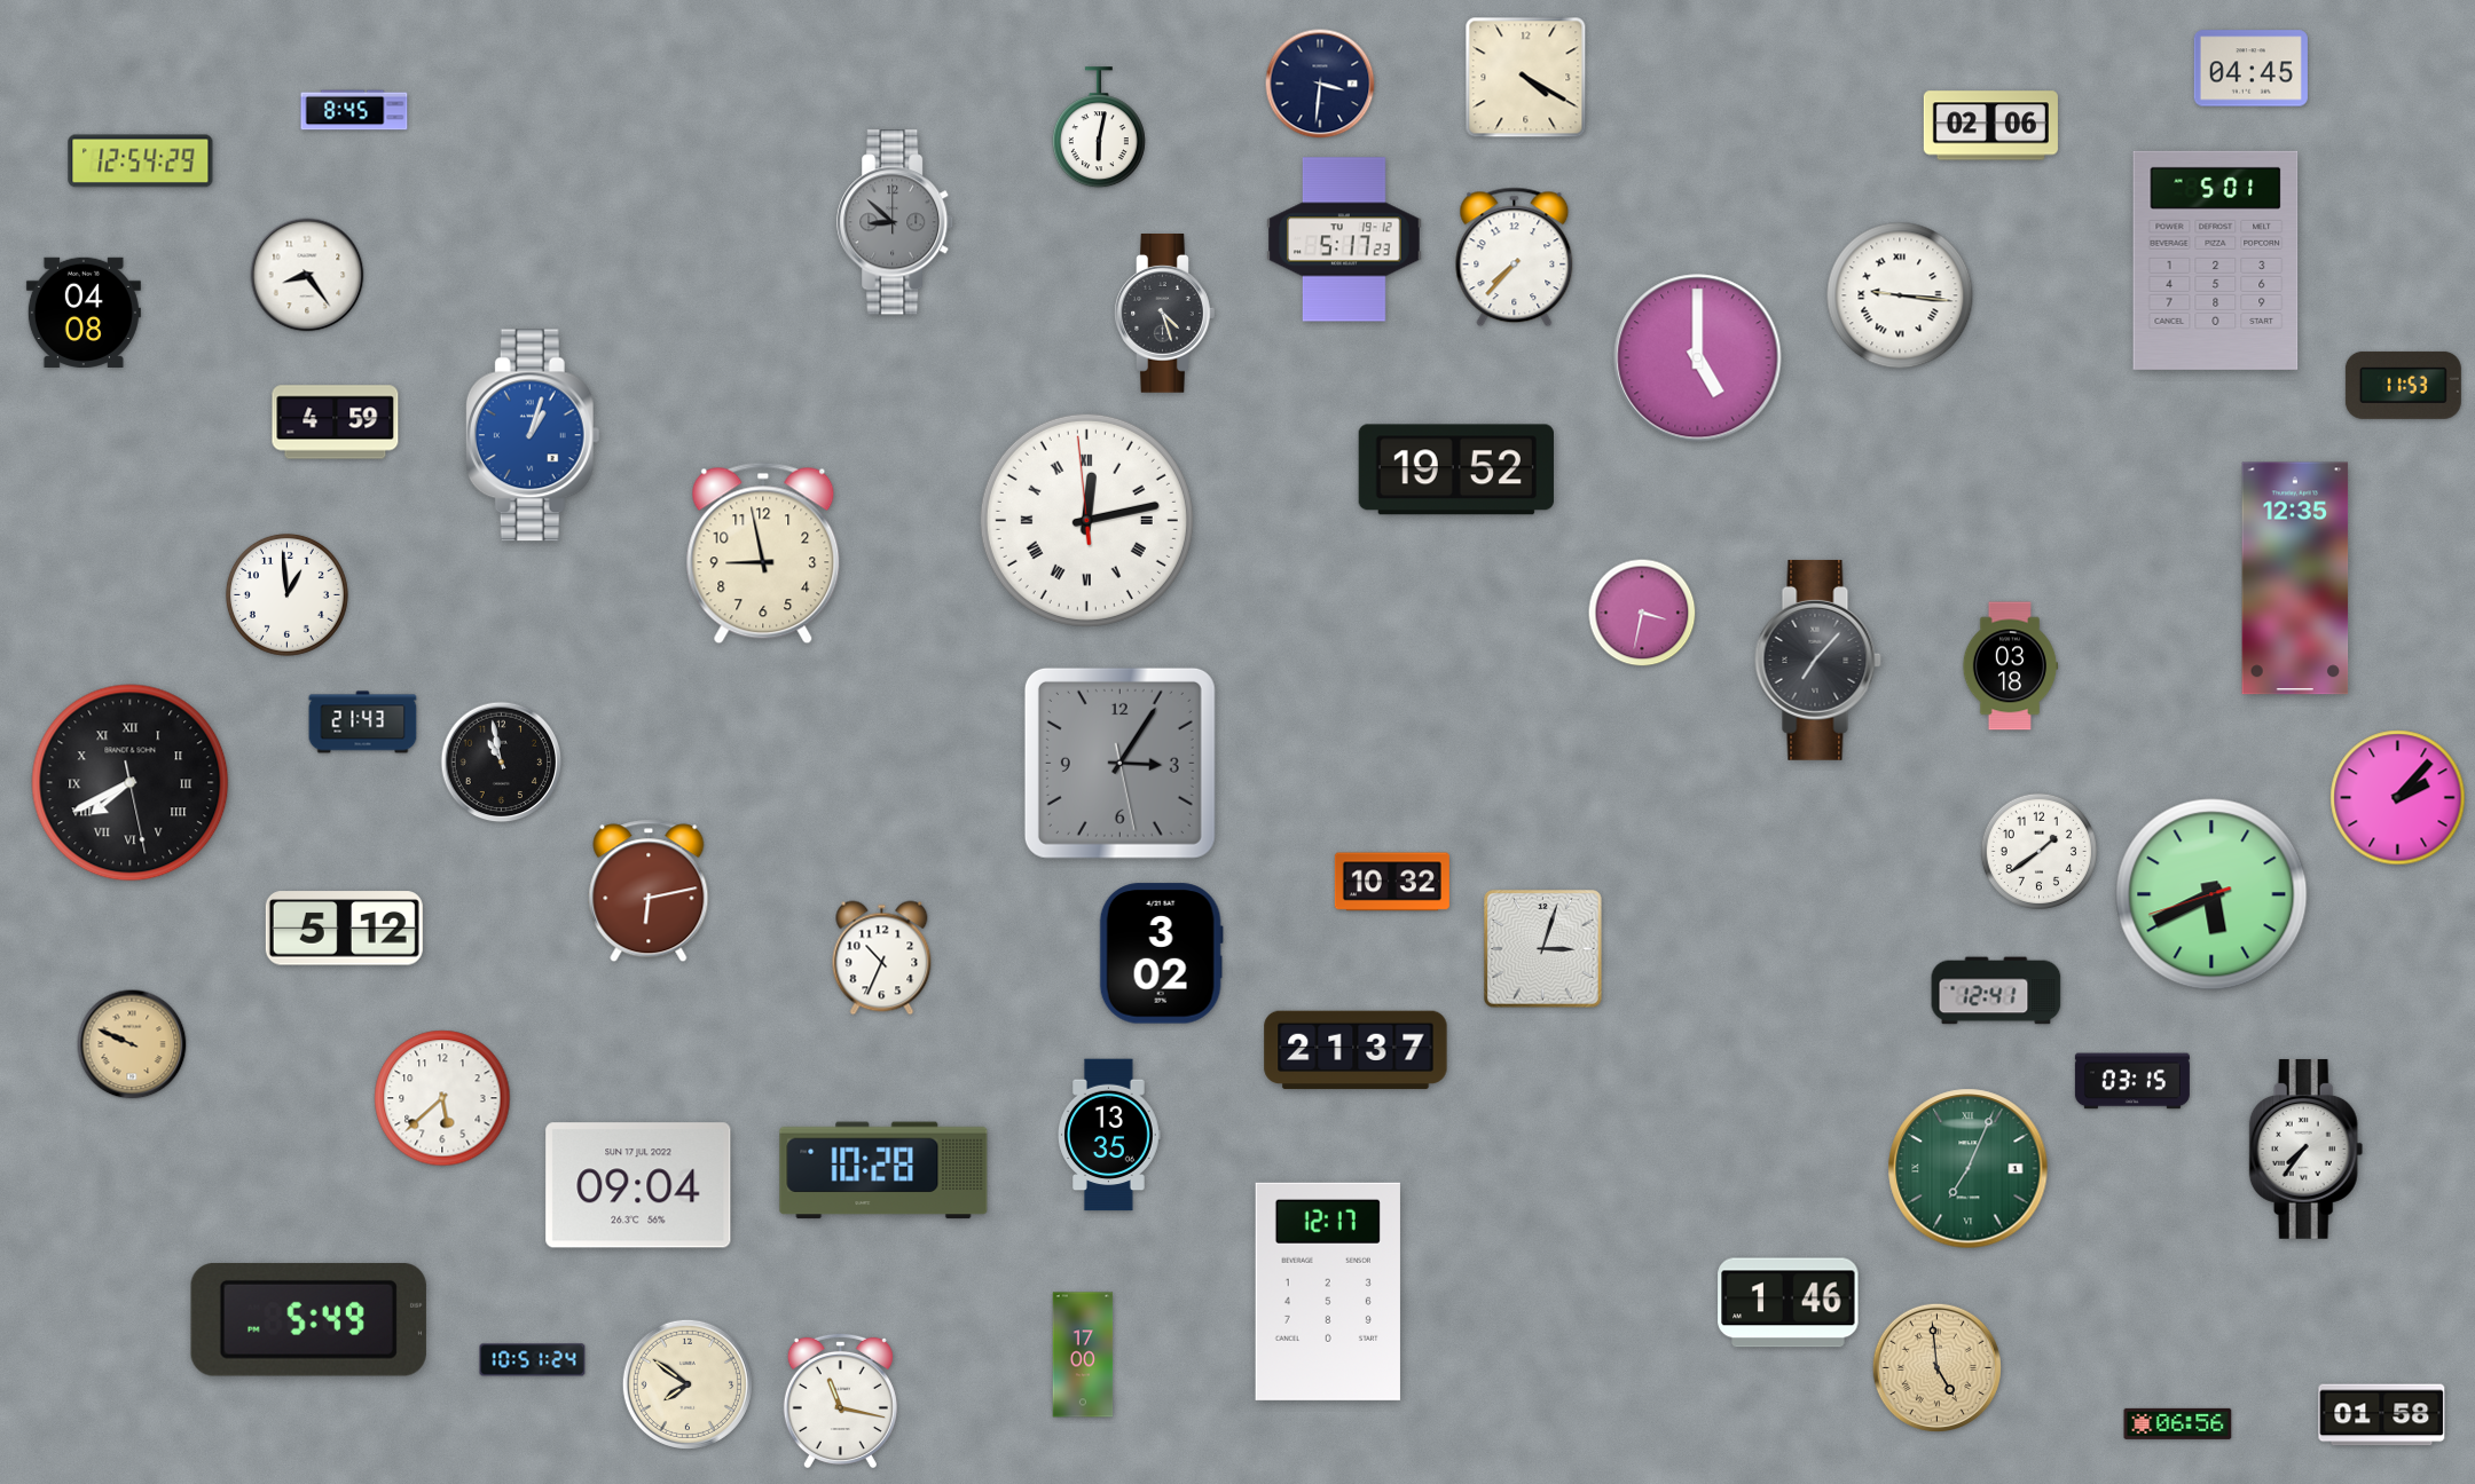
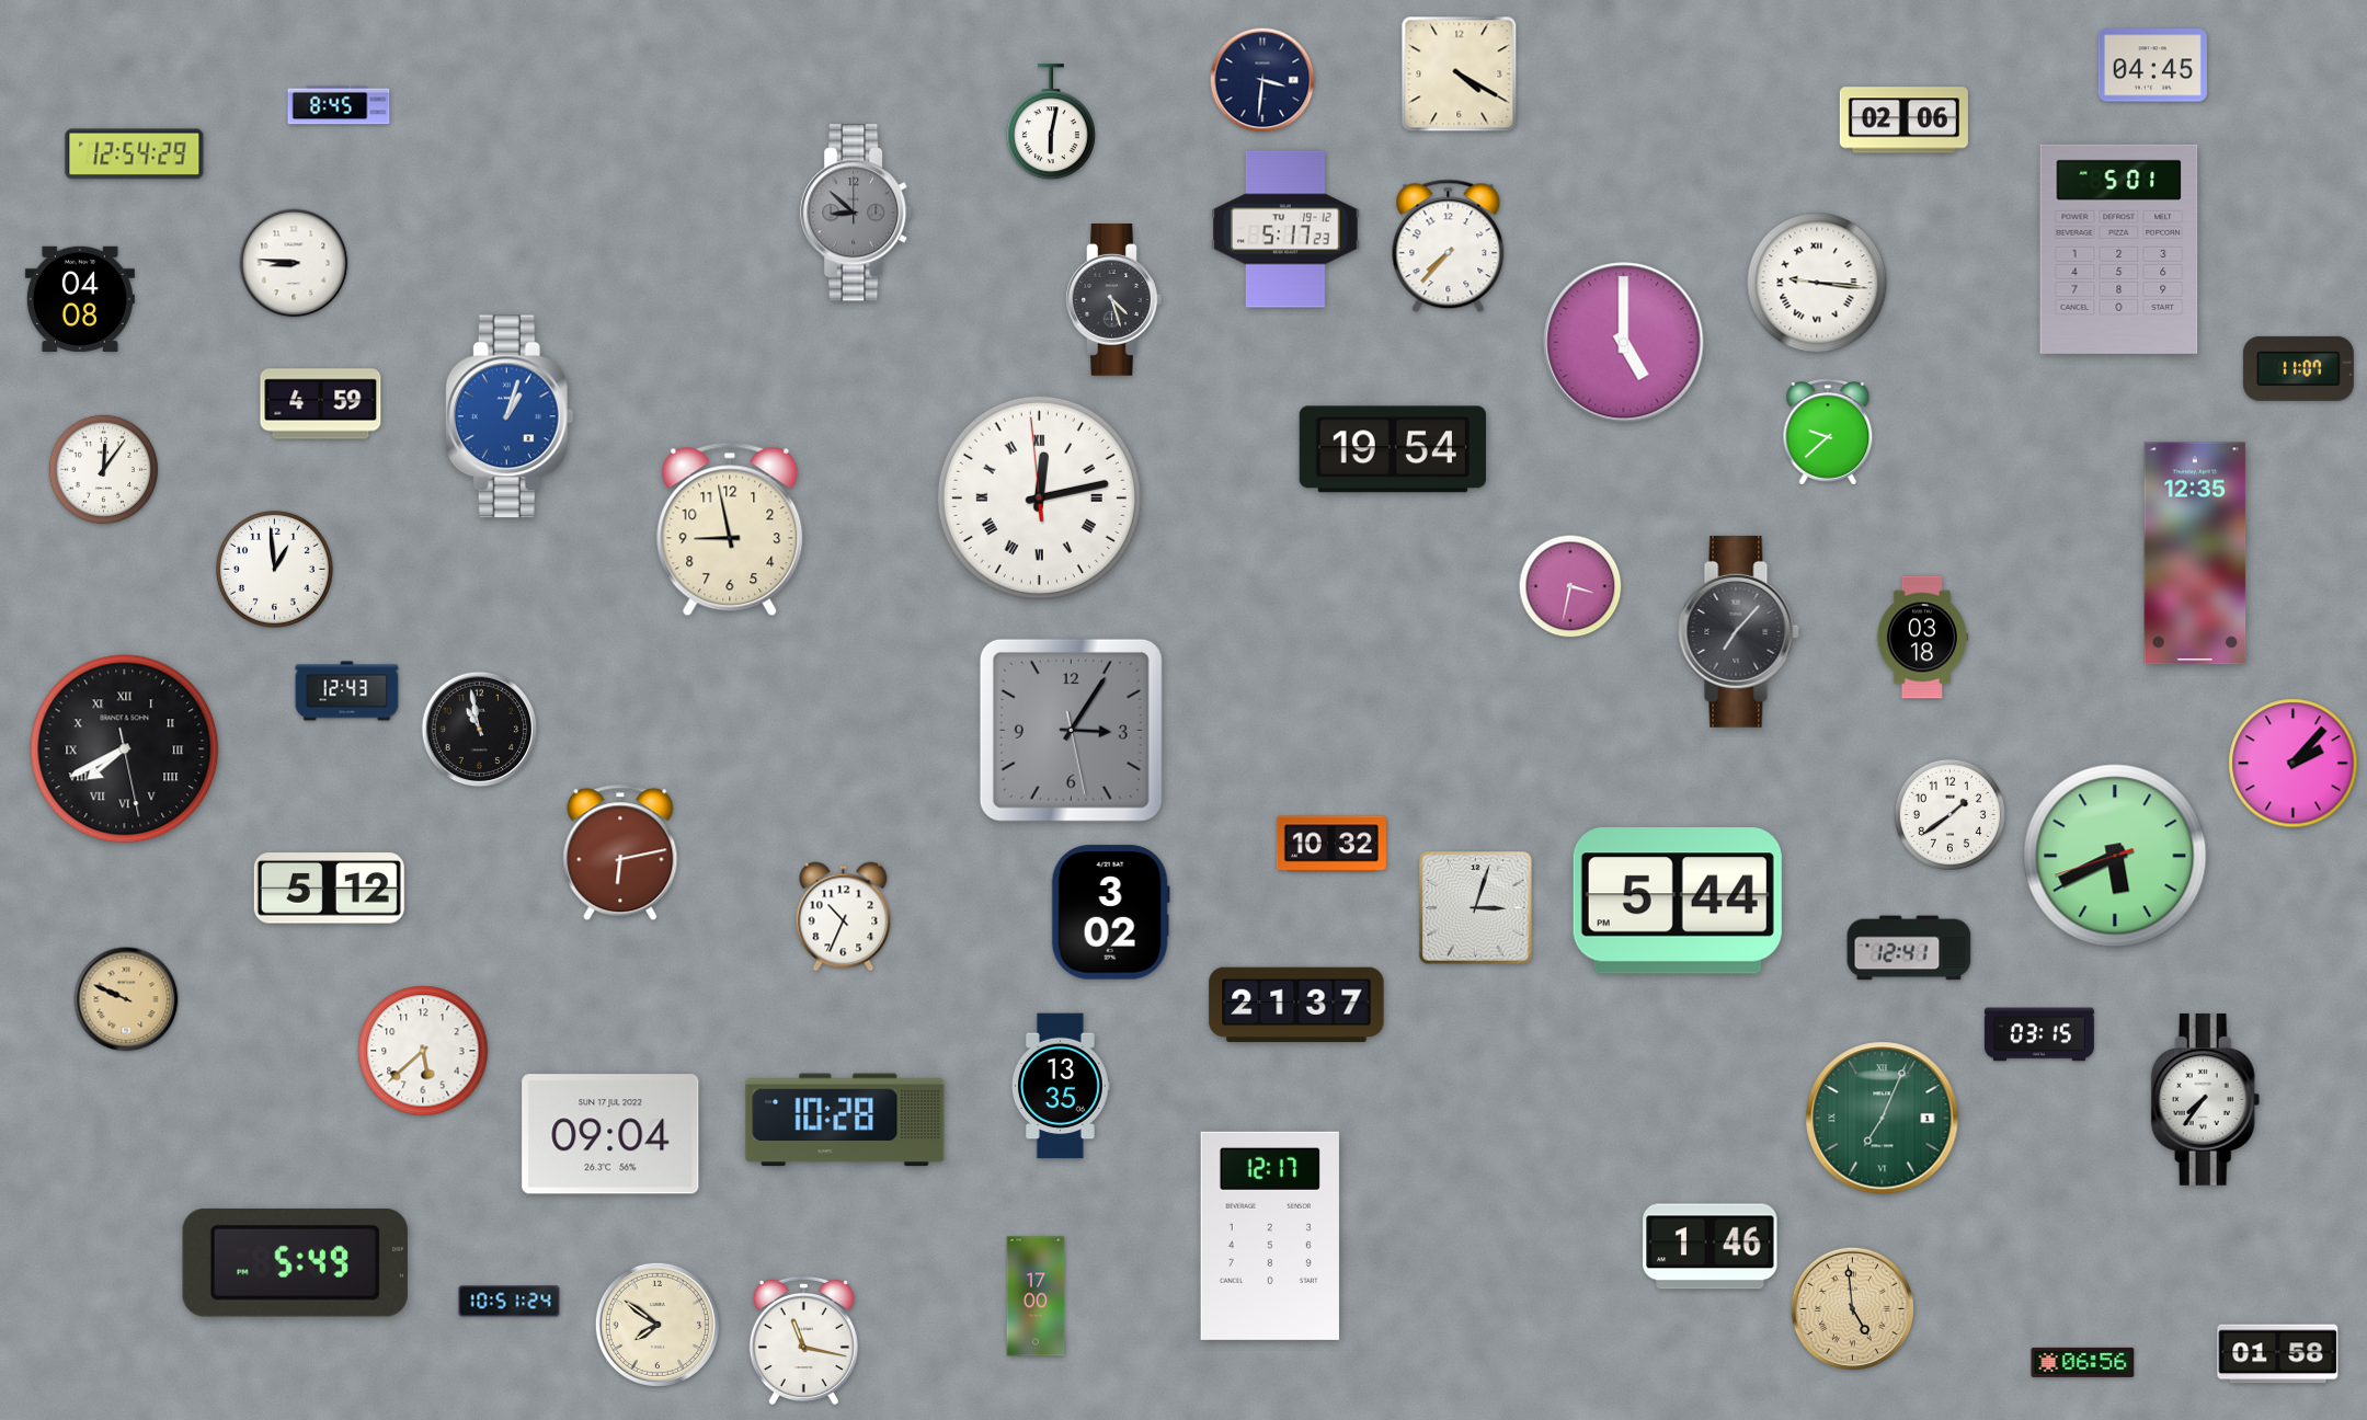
clock at (307, 275): 8:24 -> 8:46
clock at (2403, 385): 11:53 -> 11:07
clock at (1828, 432): none -> 9:38
clock at (1456, 469): 19:52 -> 19:54
clock at (104, 470): none -> 12:06
clock at (363, 723): 21:43 -> 12:43
clock at (1678, 901): none -> 5:44
